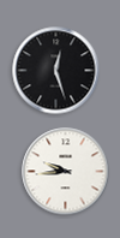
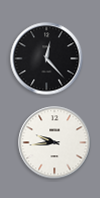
clock at (56, 71): 12:27 -> 12:23
